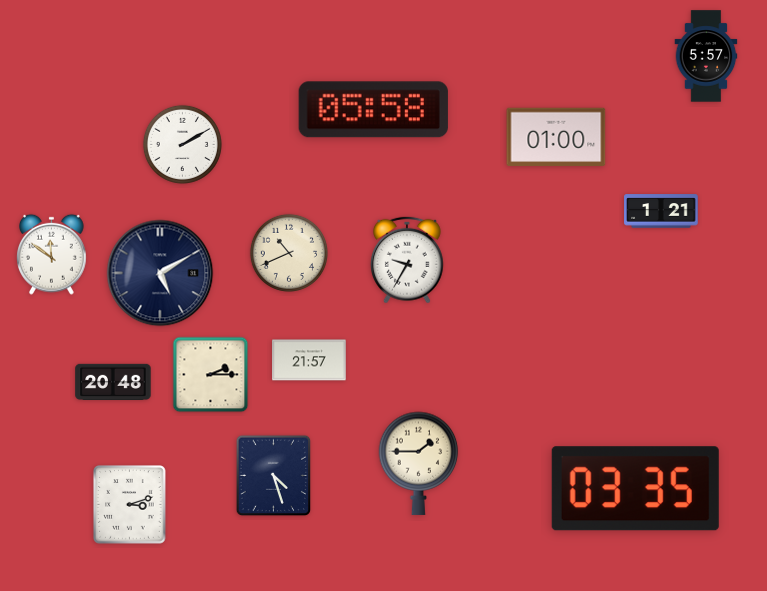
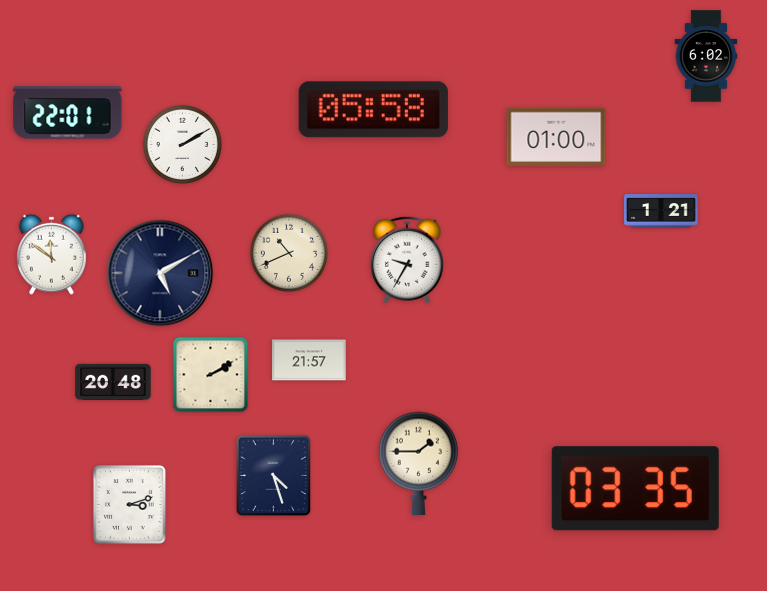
clock at (706, 56): 5:57 -> 6:02
clock at (68, 113): none -> 22:01
clock at (211, 375): 2:15 -> 2:10
